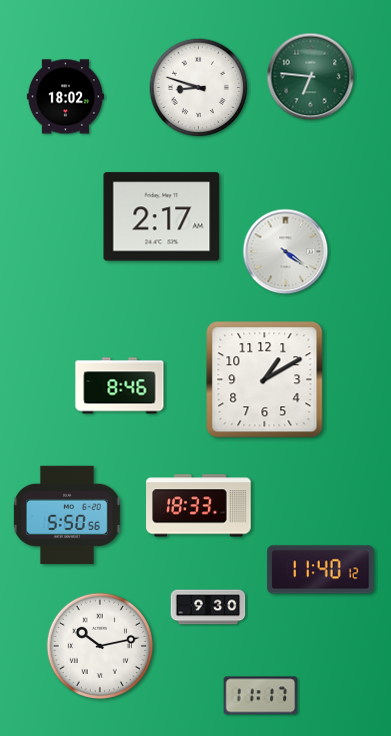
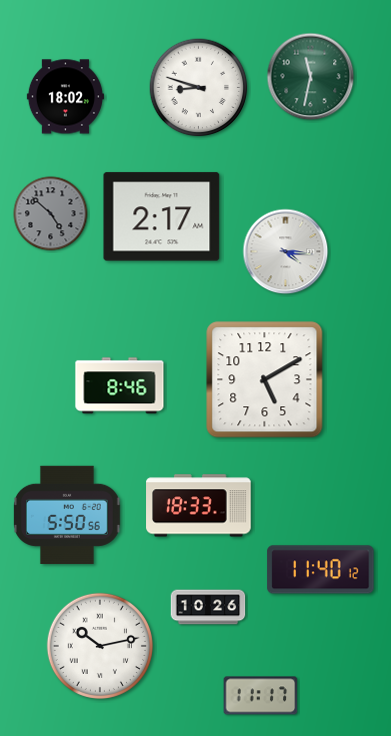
clock at (311, 77): 6:46 -> 11:32
clock at (51, 214): none -> 4:52
clock at (286, 252): 4:21 -> 4:16
clock at (265, 380): 1:10 -> 5:10
clock at (208, 607): 9:30 -> 10:26
